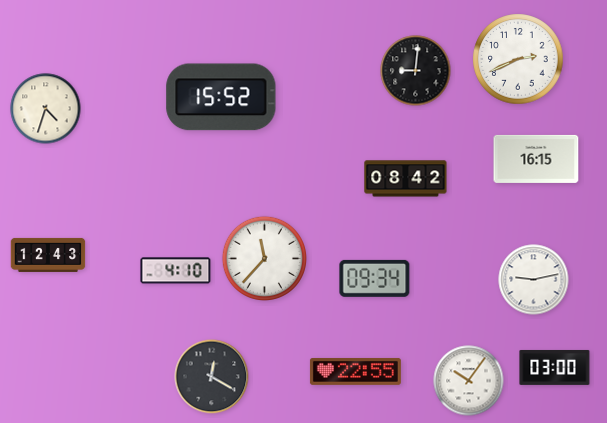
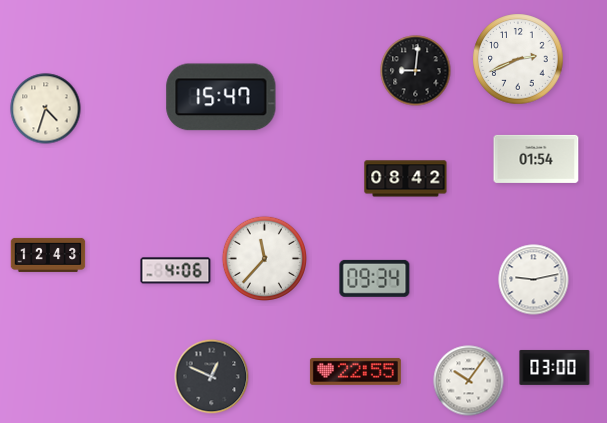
clock at (221, 97): 15:52 -> 15:47
clock at (536, 159): 16:15 -> 01:54
clock at (176, 271): 4:10 -> 4:06
clock at (212, 377): 12:20 -> 12:49
